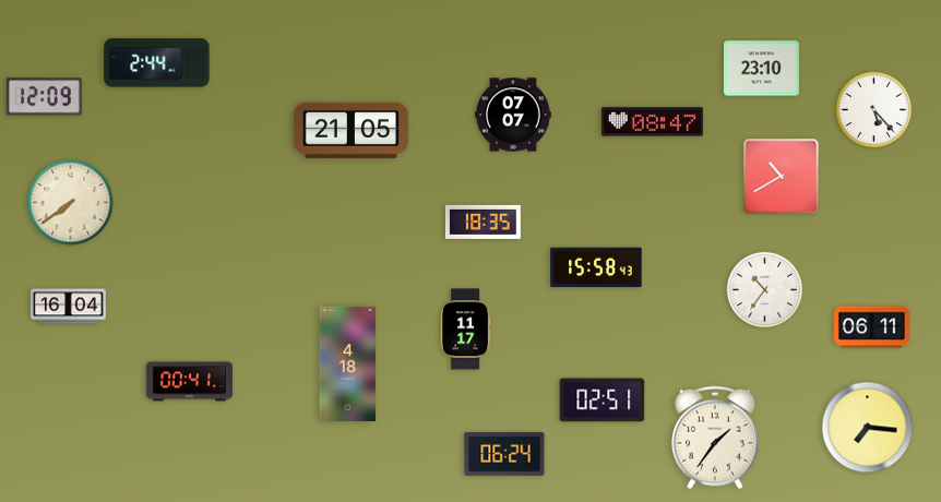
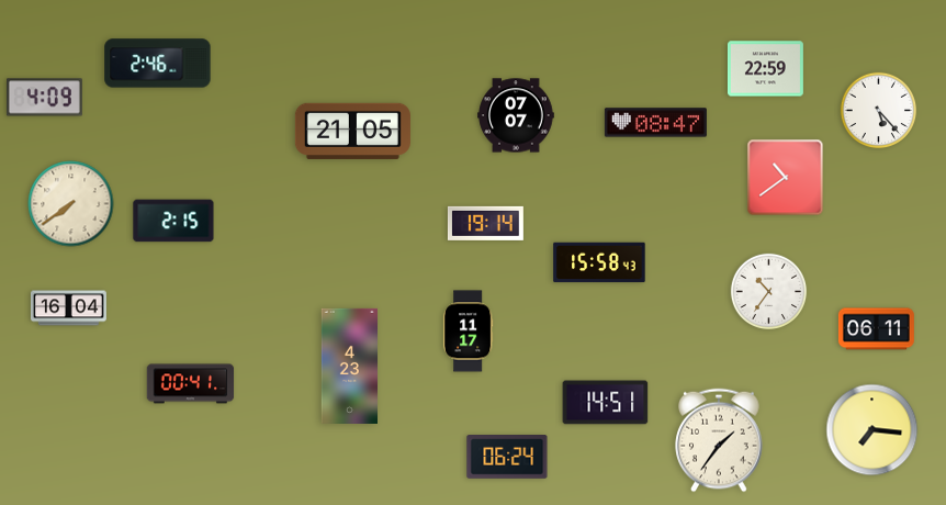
clock at (157, 63): 2:44 -> 2:46
clock at (761, 69): 23:10 -> 22:59
clock at (44, 97): 12:09 -> 4:09
clock at (782, 177): 10:40 -> 10:39
clock at (173, 221): none -> 2:15
clock at (483, 222): 18:35 -> 19:14
clock at (596, 267) position: (596, 267) -> (599, 262)
clock at (347, 363): 4:18 -> 4:23
clock at (603, 401): 02:51 -> 14:51
